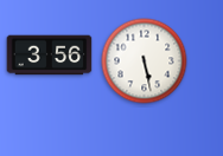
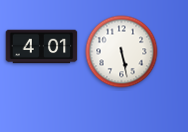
clock at (50, 56): 3:56 -> 4:01
